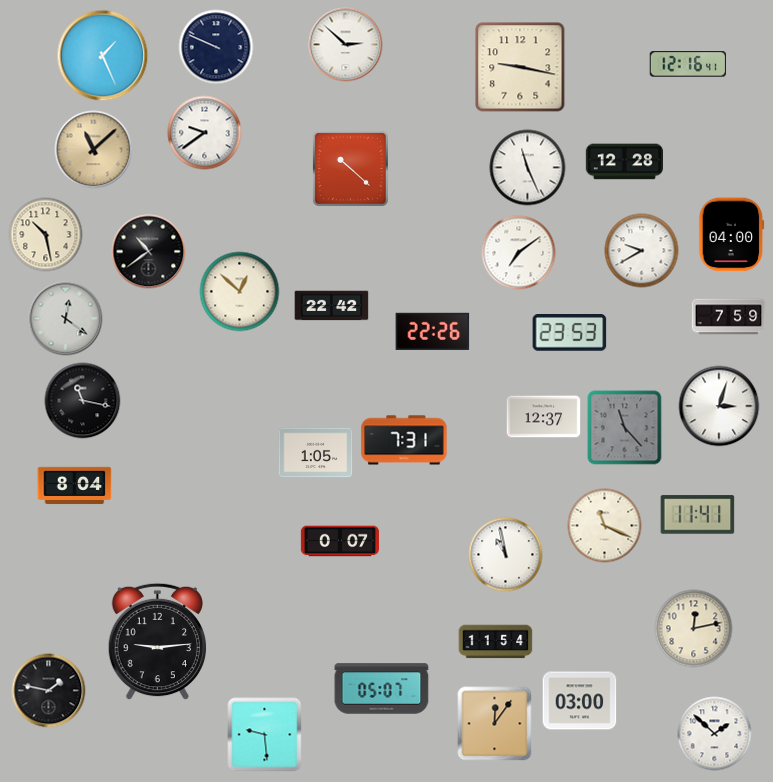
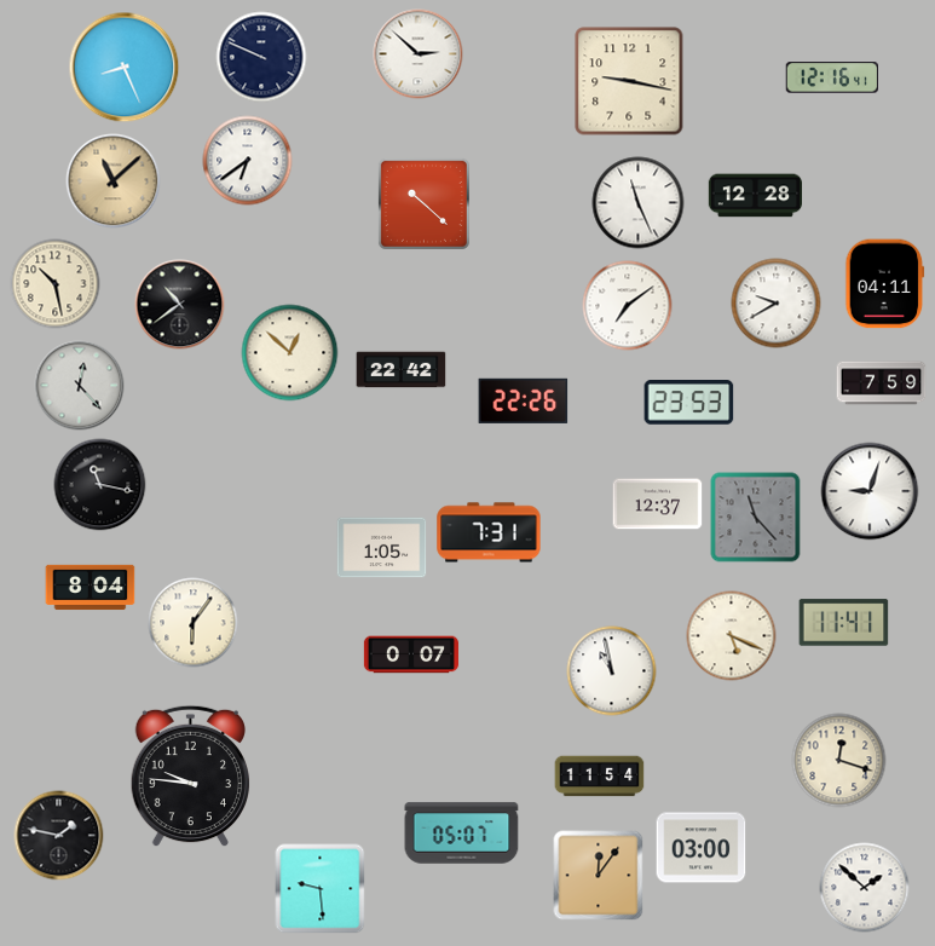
clock at (103, 56): 1:26 -> 8:26
clock at (205, 133): 9:39 -> 6:39
clock at (732, 235): 04:00 -> 04:11
clock at (66, 319): 12:21 -> 12:23
clock at (719, 406): 3:03 -> 9:03
clock at (194, 623): none -> 6:06
clock at (605, 526): 11:19 -> 5:19
clock at (694, 629): 12:13 -> 12:18
clock at (157, 642): 9:14 -> 9:46
